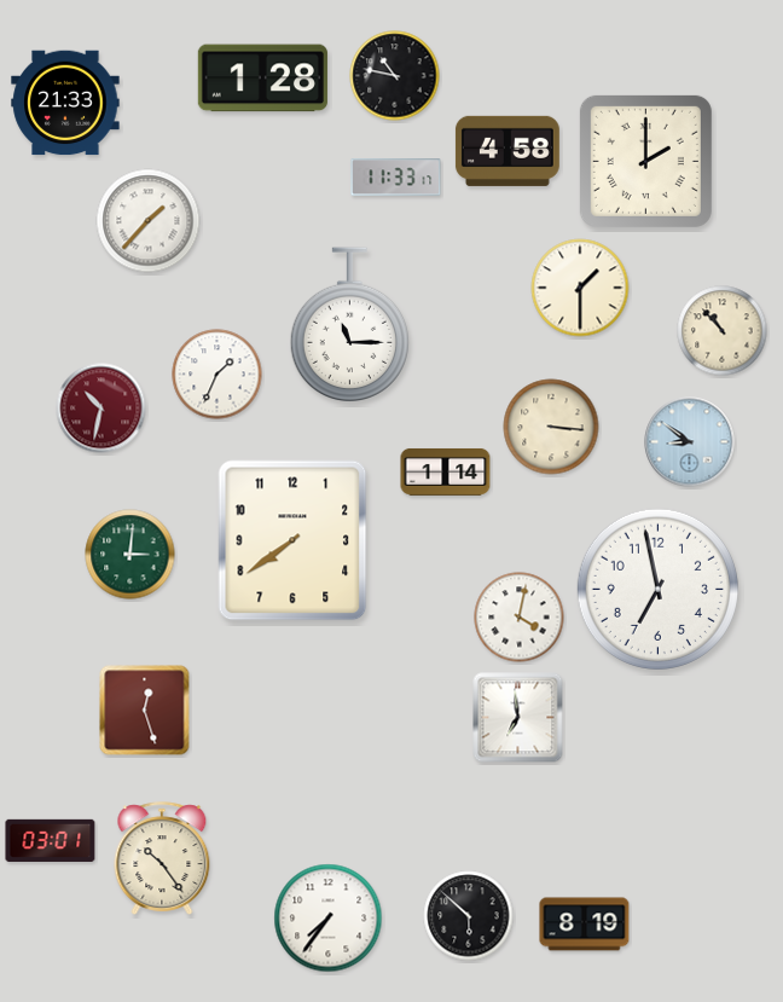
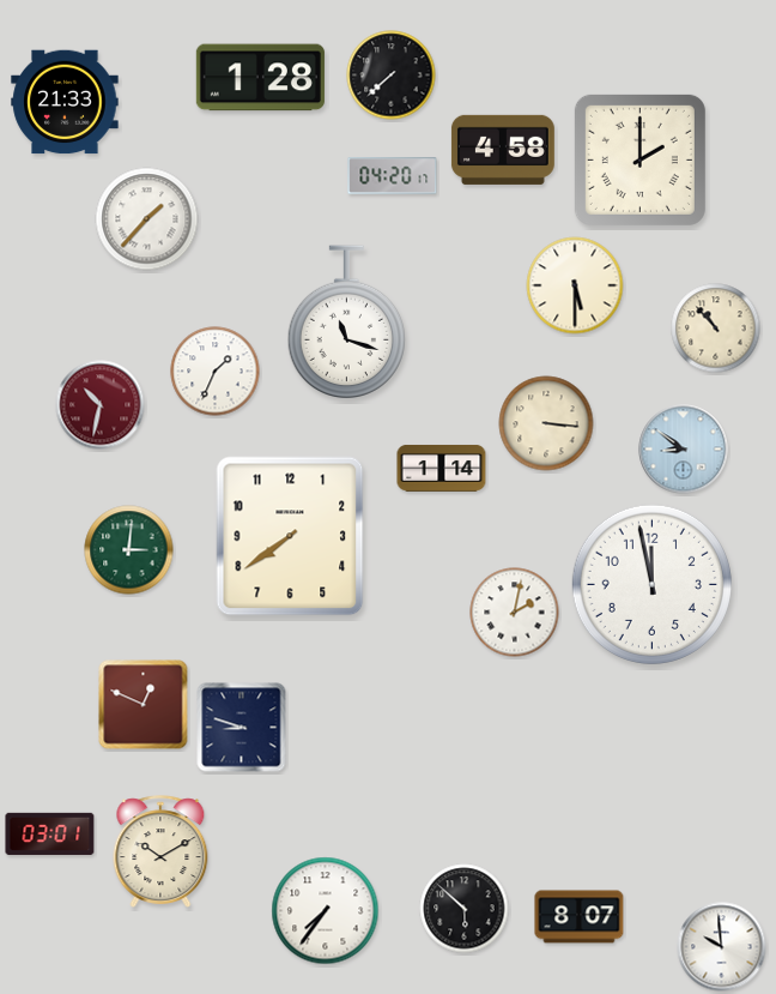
clock at (395, 76): 10:47 -> 7:38
clock at (396, 178): 11:33 -> 04:20
clock at (580, 288): 1:30 -> 5:30
clock at (349, 324): 11:15 -> 11:18
clock at (690, 442) position: (690, 442) -> (684, 450)
clock at (657, 589): 6:58 -> 11:58
clock at (520, 618): 4:02 -> 2:02
clock at (145, 711): 12:27 -> 12:49
clock at (518, 718): 6:59 -> none
clock at (242, 728): none -> 8:48
clock at (162, 858): 10:24 -> 10:10
clock at (585, 925): 8:19 -> 8:07
clock at (722, 947): none -> 9:59
